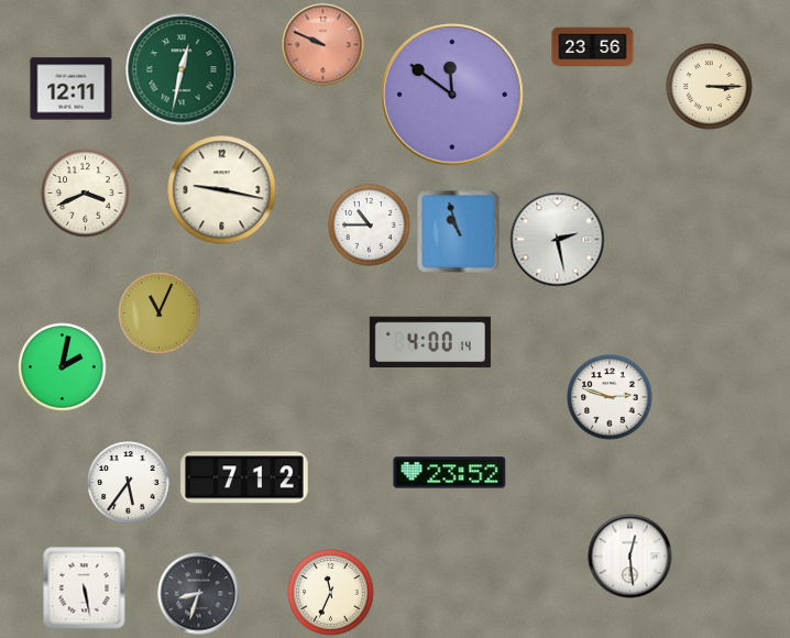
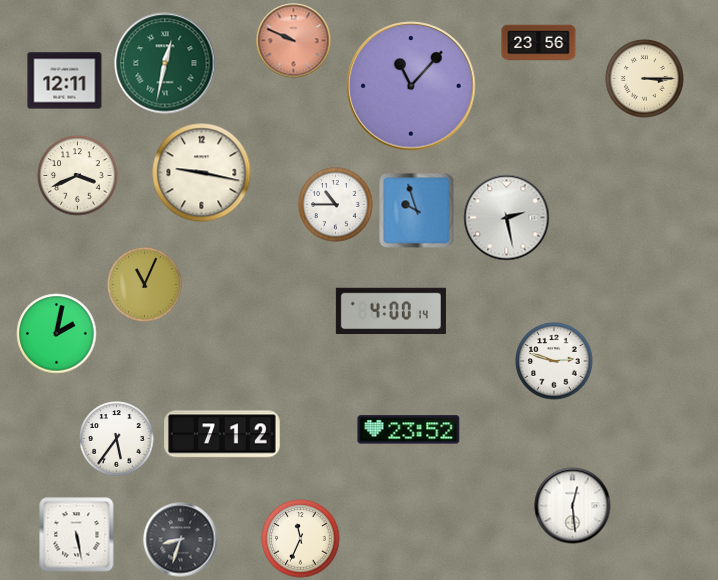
clock at (452, 95): 11:51 -> 11:07
clock at (459, 232): 10:57 -> 9:57
